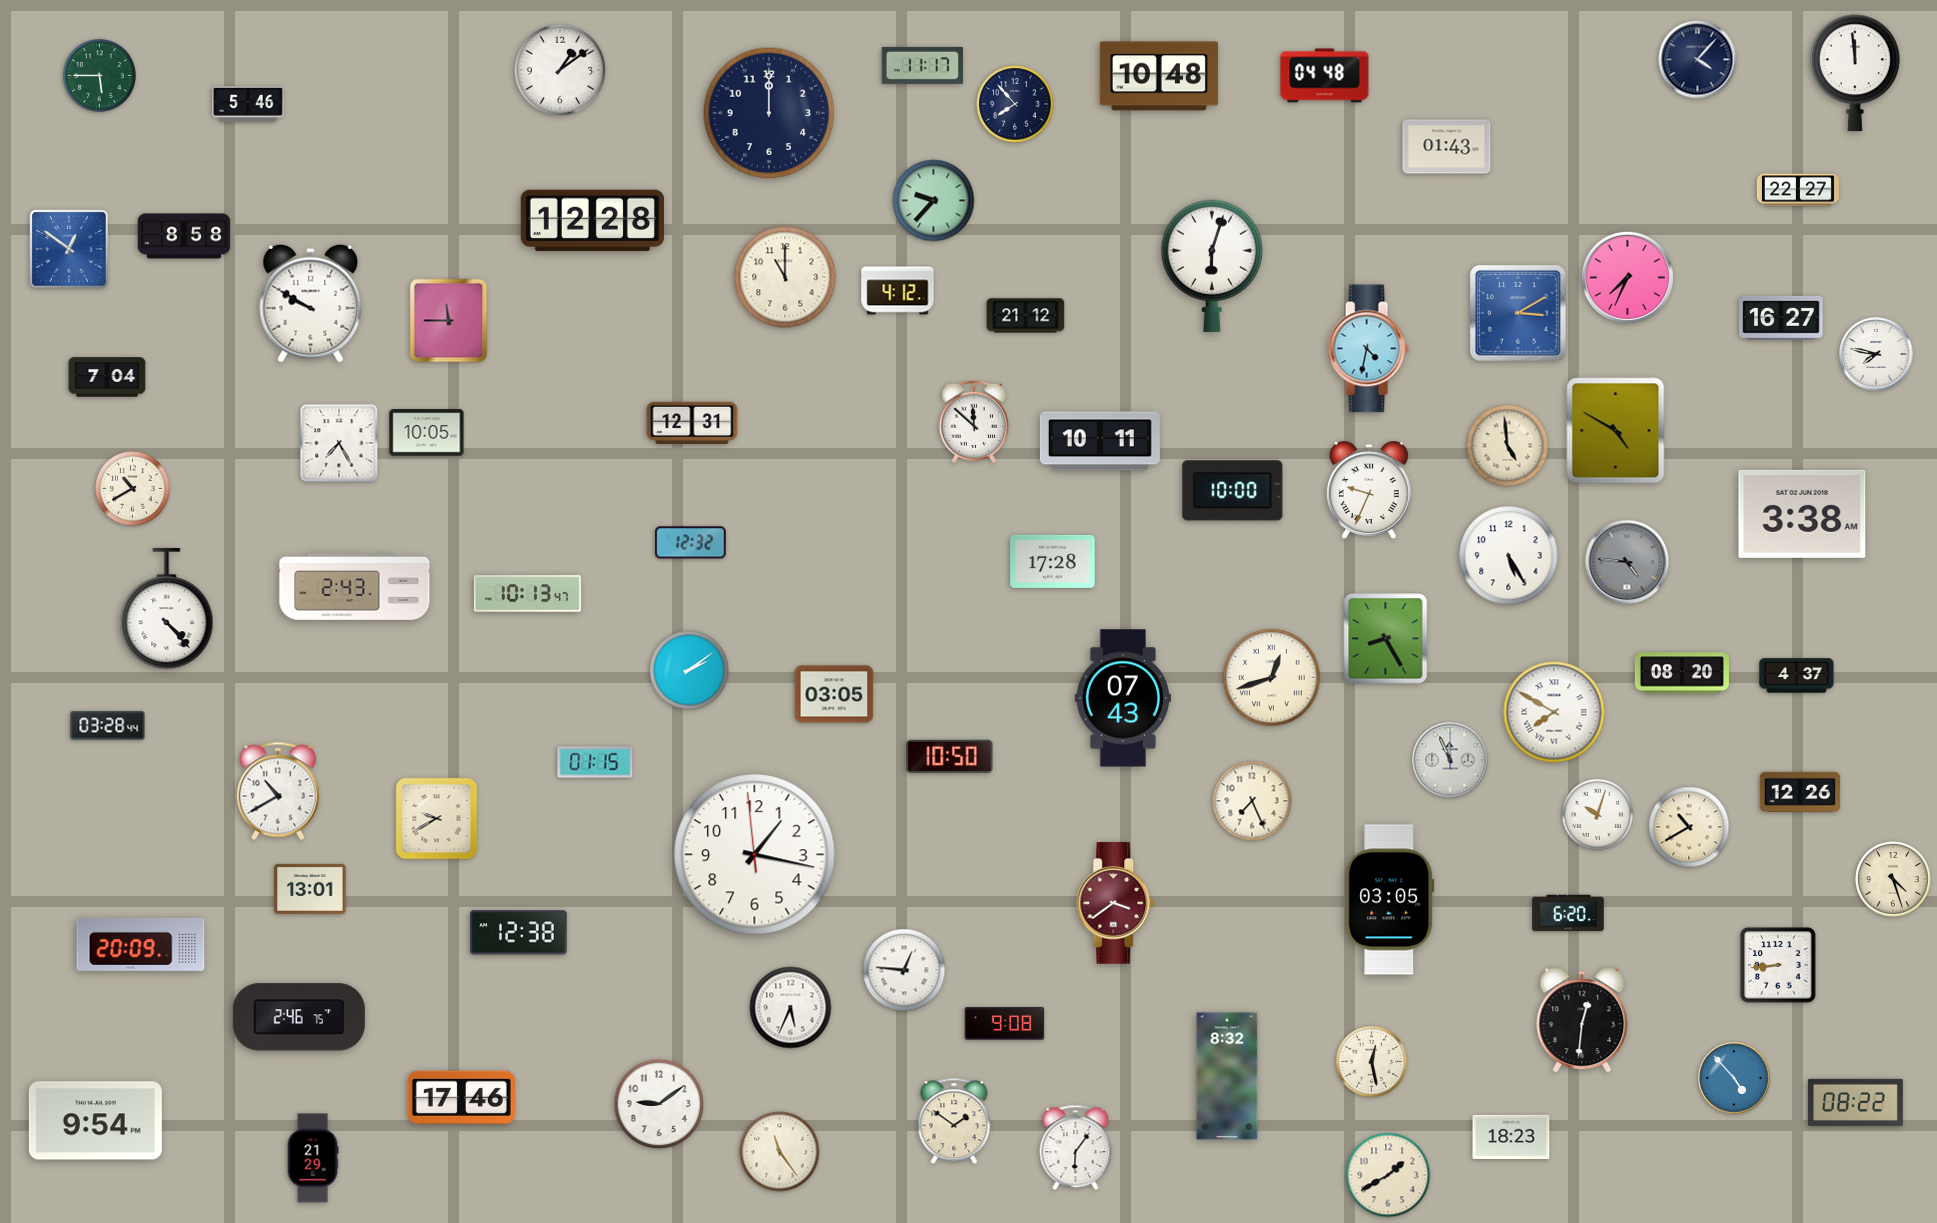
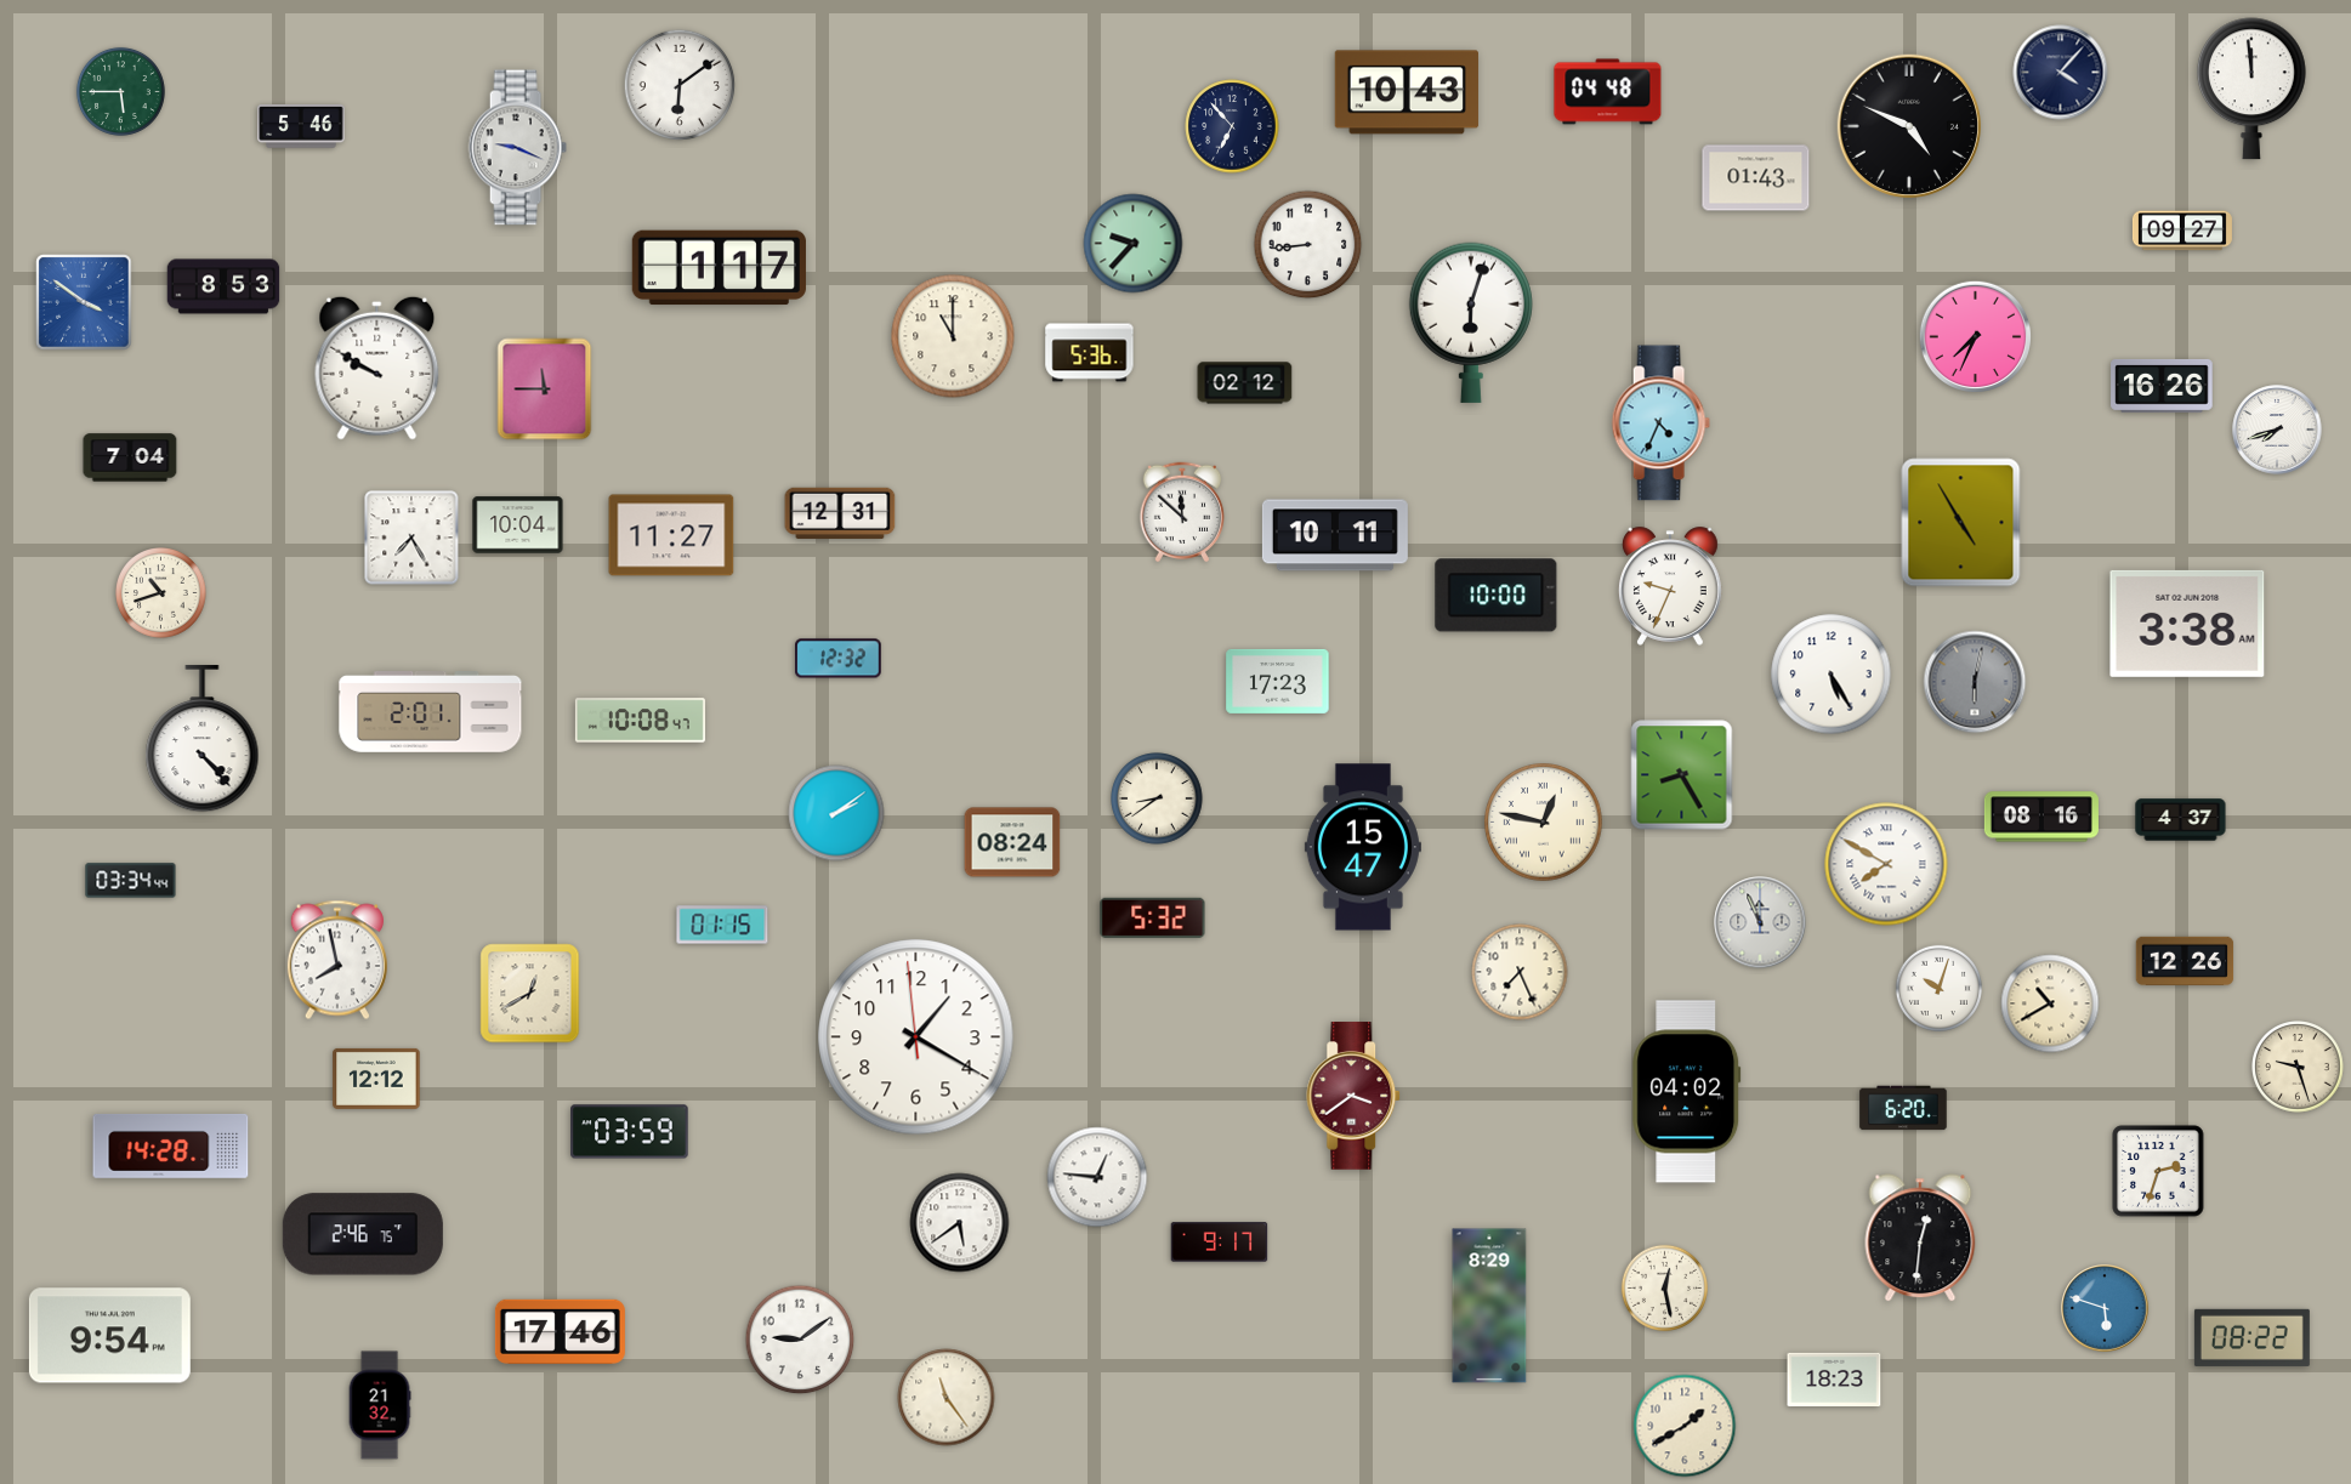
clock at (922, 65): 11:17 -> none
clock at (560, 70): 1:09 -> 6:09
clock at (1159, 76): 10:48 -> 10:43
clock at (1908, 125): none -> 4:49
clock at (1015, 104): 7:53 -> 6:53
clock at (769, 113): 12:00 -> none
clock at (517, 148): none -> 9:19
clock at (1798, 190): 22:27 -> 09:27
clock at (1308, 245): none -> 8:44
clock at (592, 221): 12:28 -> 1:17
clock at (184, 236): 8:58 -> 8:53
clock at (69, 249): 12:51 -> 3:51
clock at (898, 291): 4:12 -> 5:36
clock at (1518, 313): 3:10 -> none
clock at (1026, 316): 21:12 -> 02:12
clock at (1781, 318): 16:27 -> 16:26
clock at (1368, 349): 4:32 -> 4:34
clock at (1876, 354): 7:47 -> 7:42
clock at (1616, 431): 4:50 -> 4:55
clock at (427, 433): 10:05 -> 10:04
clock at (671, 535): none -> 11:27
clock at (1508, 446): 4:59 -> none
clock at (133, 489): 10:40 -> 10:42
clock at (1369, 490) position: (1369, 490) -> (1670, 586)
clock at (1053, 561): 17:28 -> 17:23
clock at (1627, 562): 4:46 -> 6:02
clock at (355, 587): 2:43 -> 2:01
clock at (527, 594): 10:13 -> 10:08
clock at (1157, 798): none -> 8:39
clock at (1682, 673): 08:20 -> 08:16
clock at (1272, 678): 12:42 -> 12:47
clock at (834, 694): 03:05 -> 08:24
clock at (1123, 698): 07:43 -> 15:47
clock at (108, 726): 03:28 -> 03:34
clock at (950, 756): 10:50 -> 5:32
clock at (278, 791): 10:40 -> 7:58
clock at (437, 819): 9:40 -> 12:40
clock at (755, 855): 1:16 -> 1:19
clock at (1893, 879): 4:27 -> 9:27
clock at (310, 889): 13:01 -> 12:12
clock at (1390, 900): 03:05 -> 04:02
clock at (519, 933): 12:38 -> 03:59
clock at (141, 944): 20:09 -> 14:28
clock at (1778, 965): 8:44 -> 2:33
clock at (791, 1008): 5:34 -> 5:39
clock at (1005, 1024): 9:08 -> 9:17
clock at (1227, 1076): 8:32 -> 8:29
clock at (1734, 1078): 4:53 -> 5:48
clock at (95, 1121) position: (95, 1121) -> (109, 1336)
clock at (954, 1121): 1:51 -> none
clock at (1076, 1148): 6:06 -> none
clock at (313, 1158): 21:29 -> 21:32
